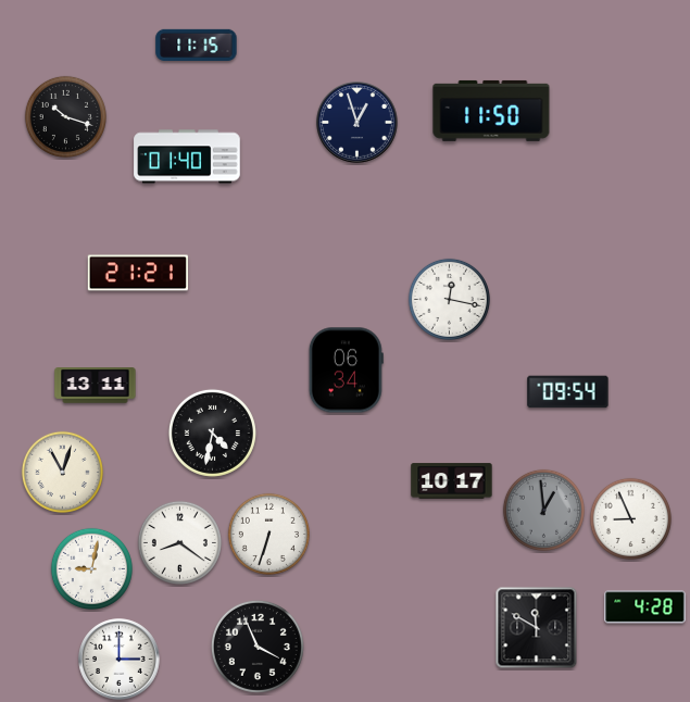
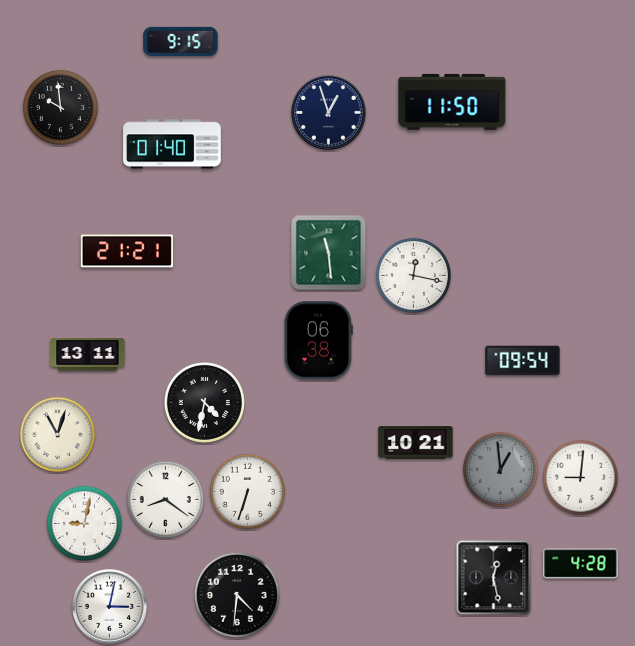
clock at (197, 45): 11:15 -> 9:15
clock at (65, 116): 10:18 -> 9:59
clock at (329, 253): none -> 11:29
clock at (346, 371): 06:34 -> 06:38
clock at (212, 433) position: (212, 433) -> (204, 402)
clock at (452, 481): 10:17 -> 10:21
clock at (630, 518): 8:56 -> 9:01
clock at (645, 607) position: (645, 607) -> (581, 564)
clock at (537, 628): 11:50 -> 12:28
clock at (258, 647): 3:56 -> 4:31
clock at (120, 660): 3:00 -> 3:02
